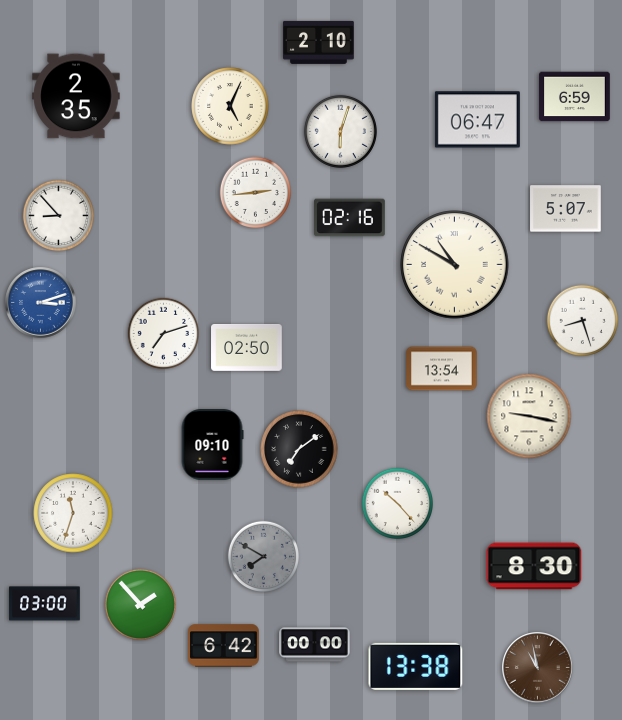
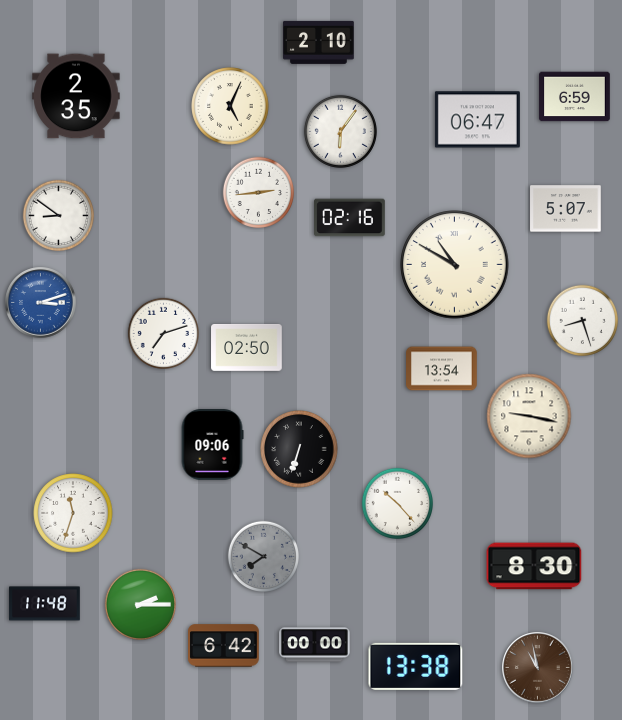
clock at (340, 131): 6:03 -> 6:06
clock at (256, 193) position: (256, 193) -> (259, 193)
clock at (59, 216): 8:53 -> 8:51
clock at (212, 445): 09:10 -> 09:06
clock at (299, 449): 7:09 -> 6:33
clock at (45, 604): 03:00 -> 11:48
clock at (141, 605): 1:53 -> 2:15
